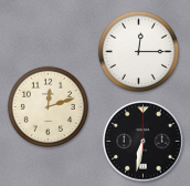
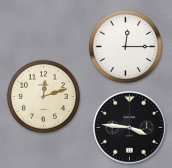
clock at (144, 142): 6:32 -> 3:46
